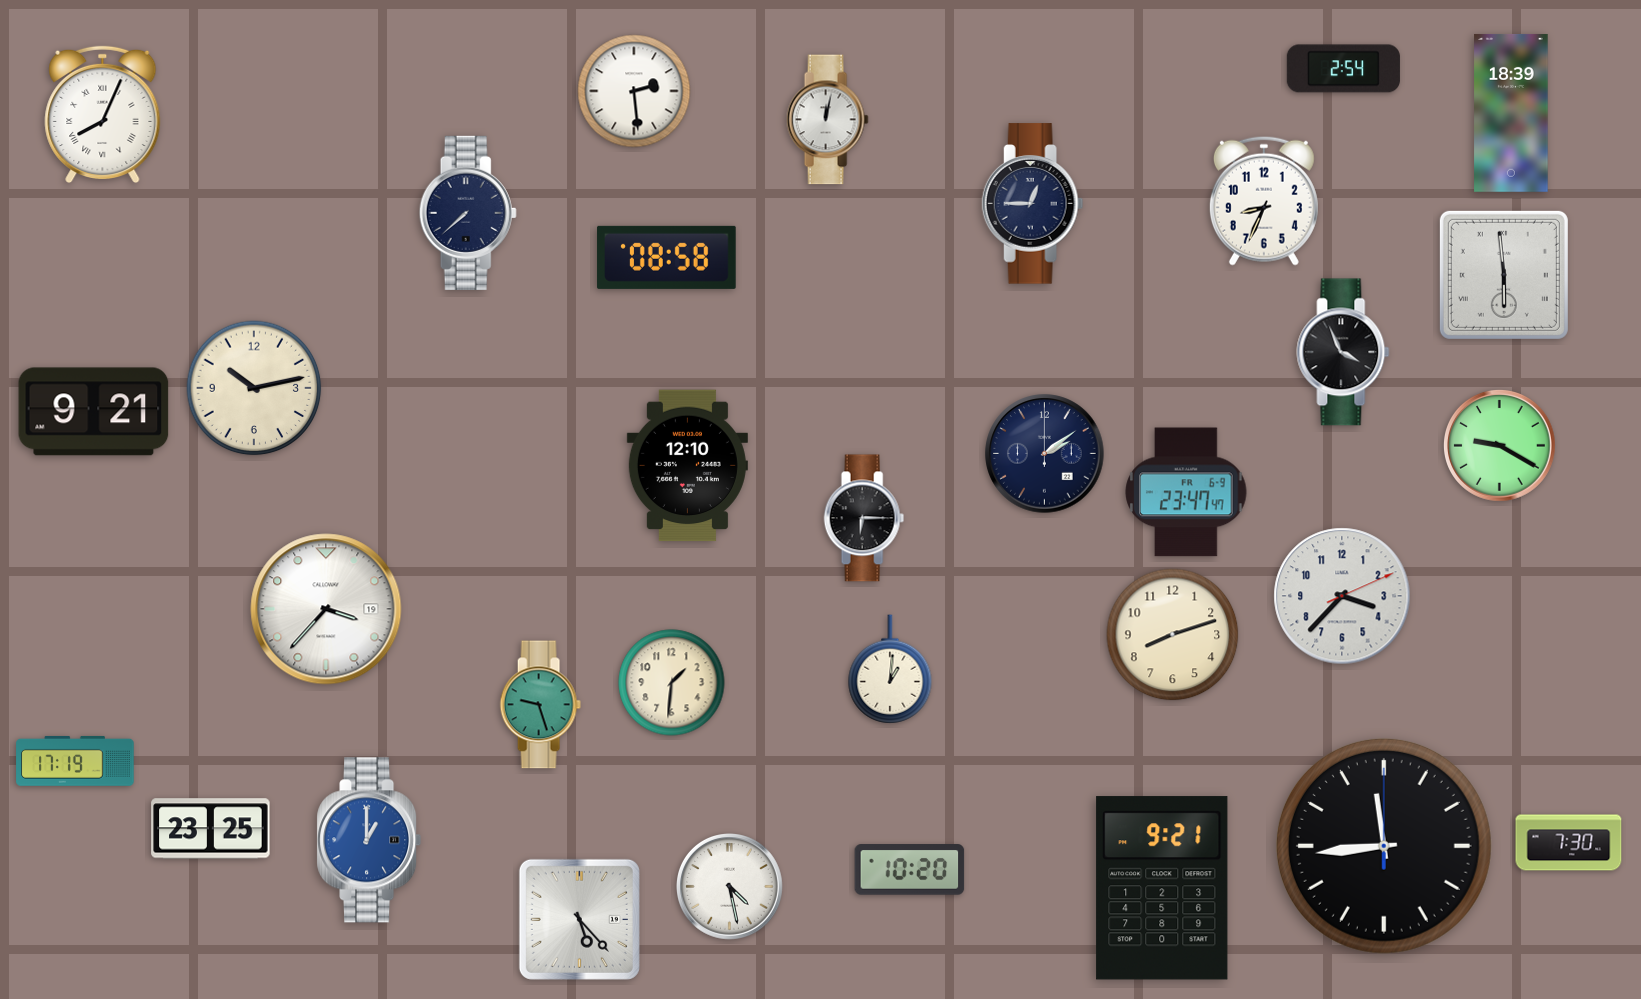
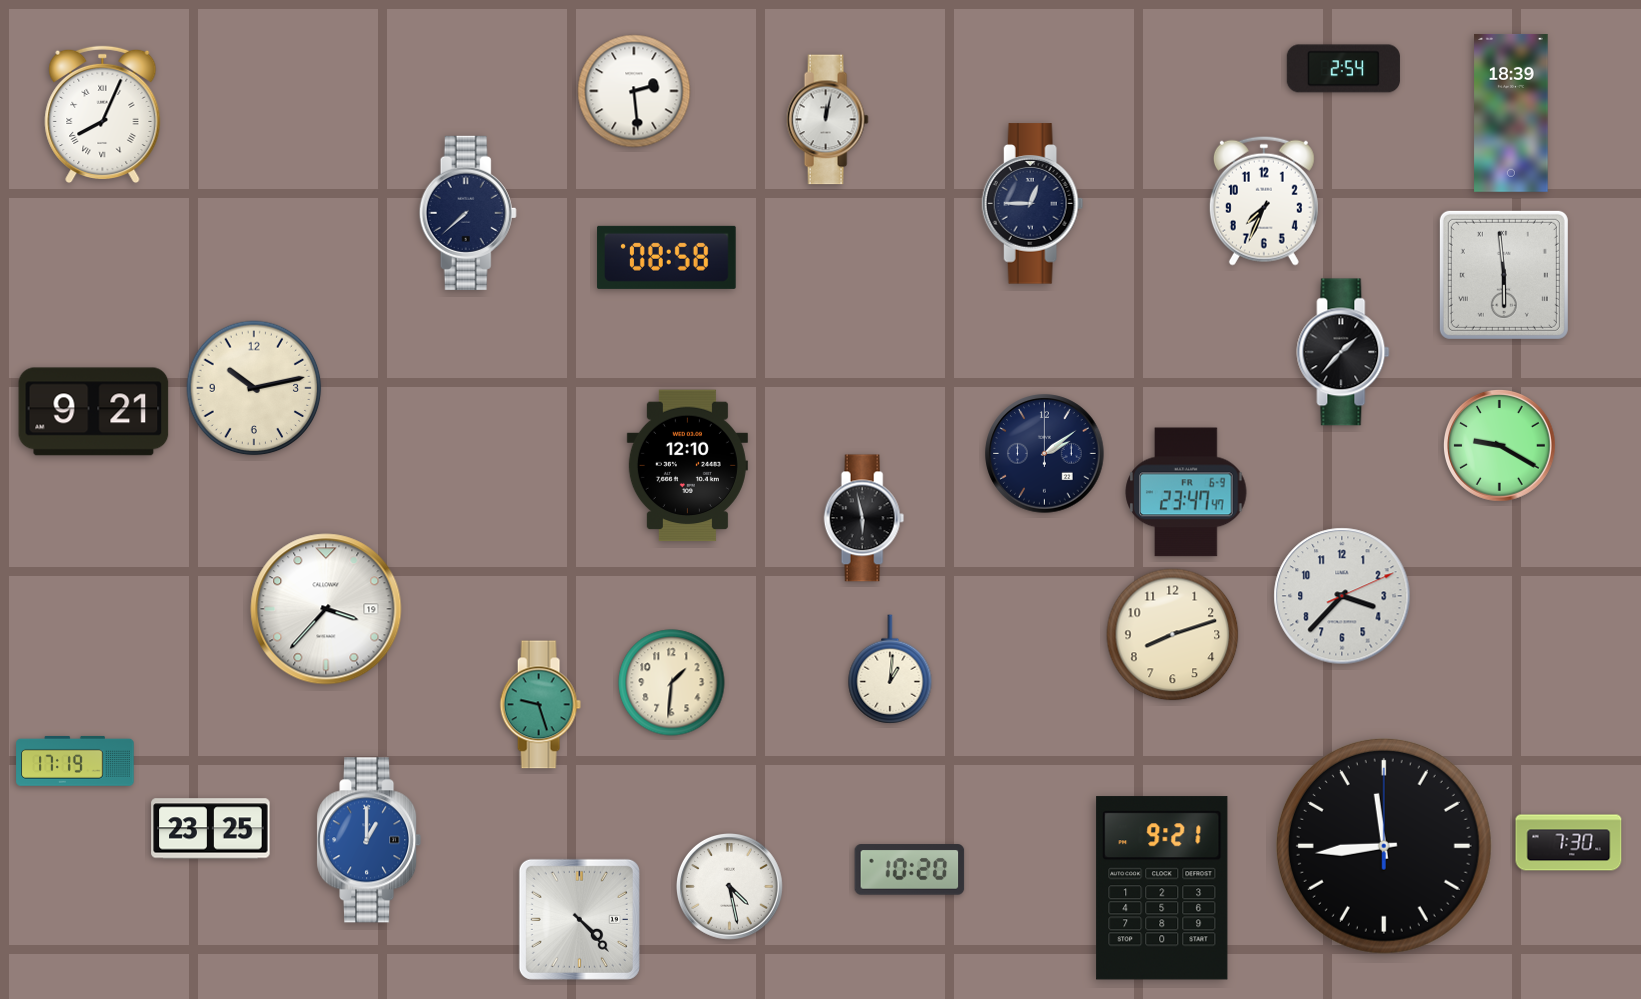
clock at (1264, 201): 8:34 -> 7:34
clock at (1343, 352): 3:56 -> 1:37
clock at (864, 518): 6:15 -> 5:58
clock at (579, 919): 5:23 -> 4:23
